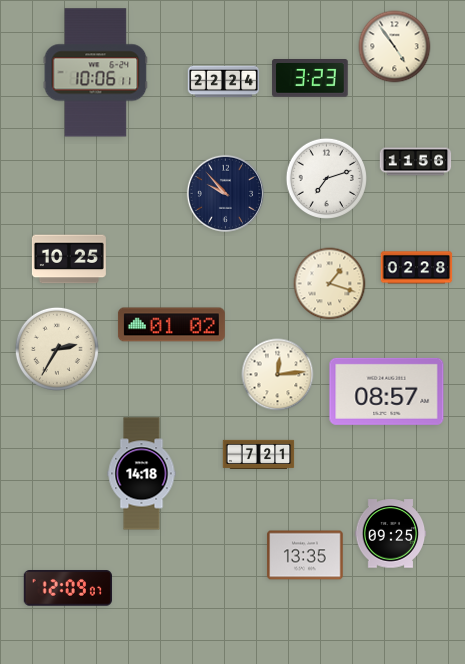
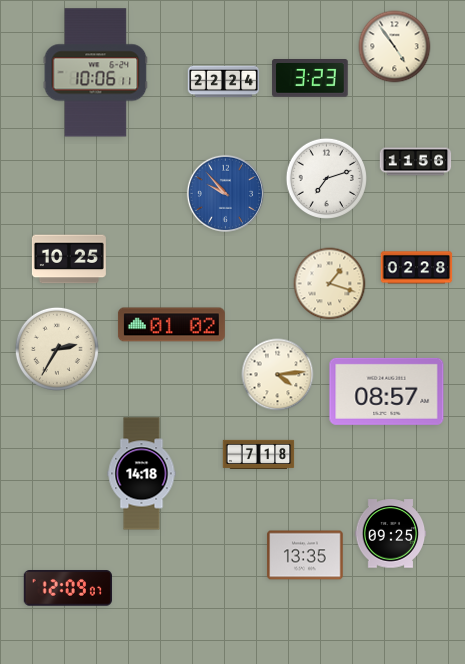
clock at (225, 193) dial: navy -> blue
clock at (278, 375): 12:14 -> 4:14
clock at (259, 454): 7:21 -> 7:18
